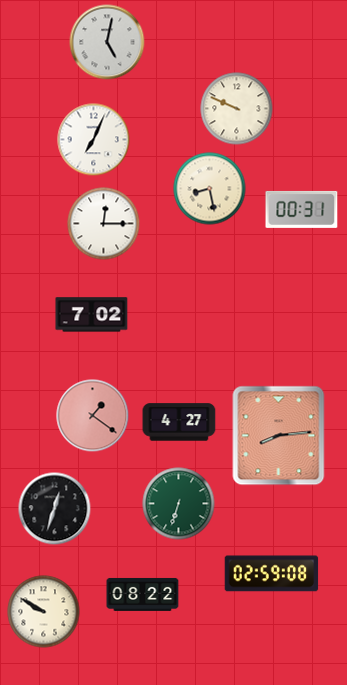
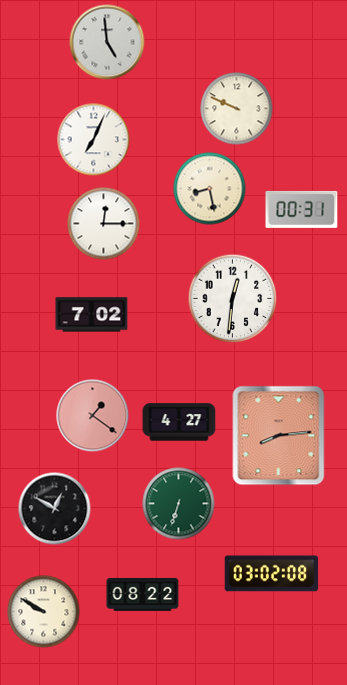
clock at (107, 42): 5:02 -> 4:59
clock at (233, 299): none -> 12:31
clock at (55, 509): 12:33 -> 12:50
clock at (272, 574): 02:59 -> 03:02
